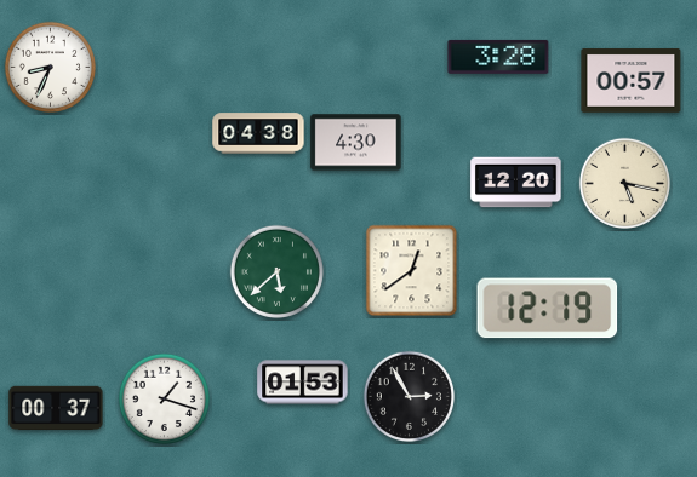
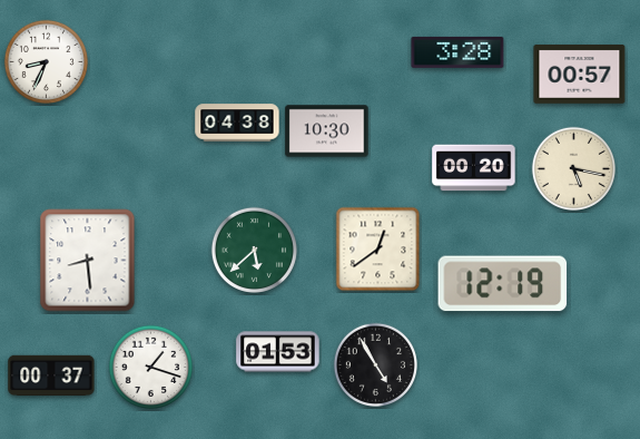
clock at (356, 143): 4:30 -> 10:30
clock at (516, 183): 12:20 -> 00:20
clock at (88, 261): none -> 8:29
clock at (409, 396): 2:55 -> 4:55
